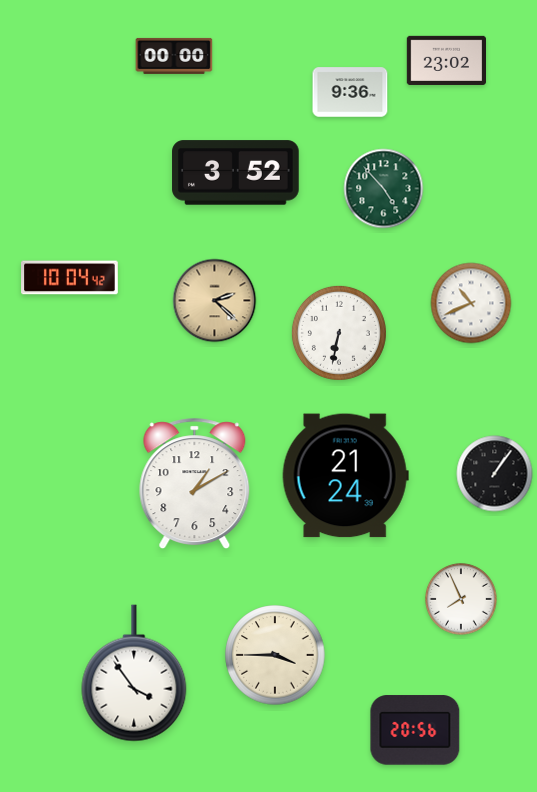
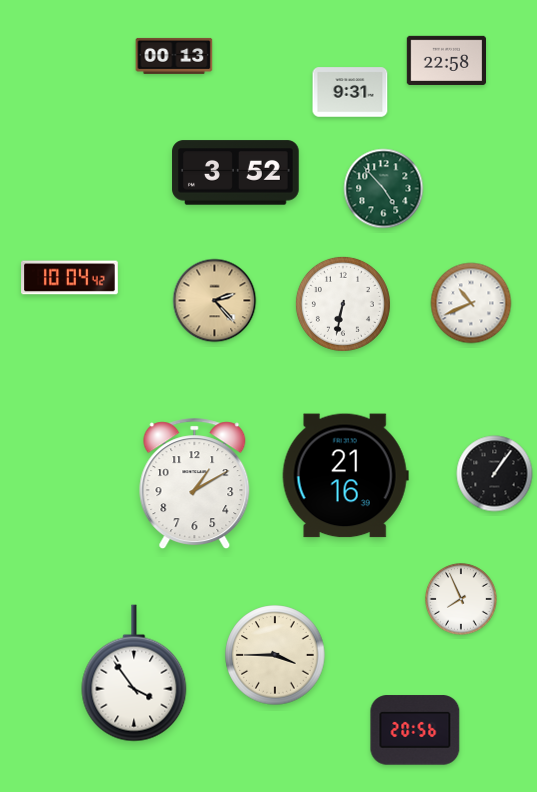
clock at (174, 56): 00:00 -> 00:13
clock at (446, 60): 23:02 -> 22:58
clock at (350, 92): 9:36 -> 9:31
clock at (215, 301): 2:22 -> 2:23
clock at (339, 333) position: (339, 333) -> (343, 304)
clock at (345, 476): 21:24 -> 21:16
